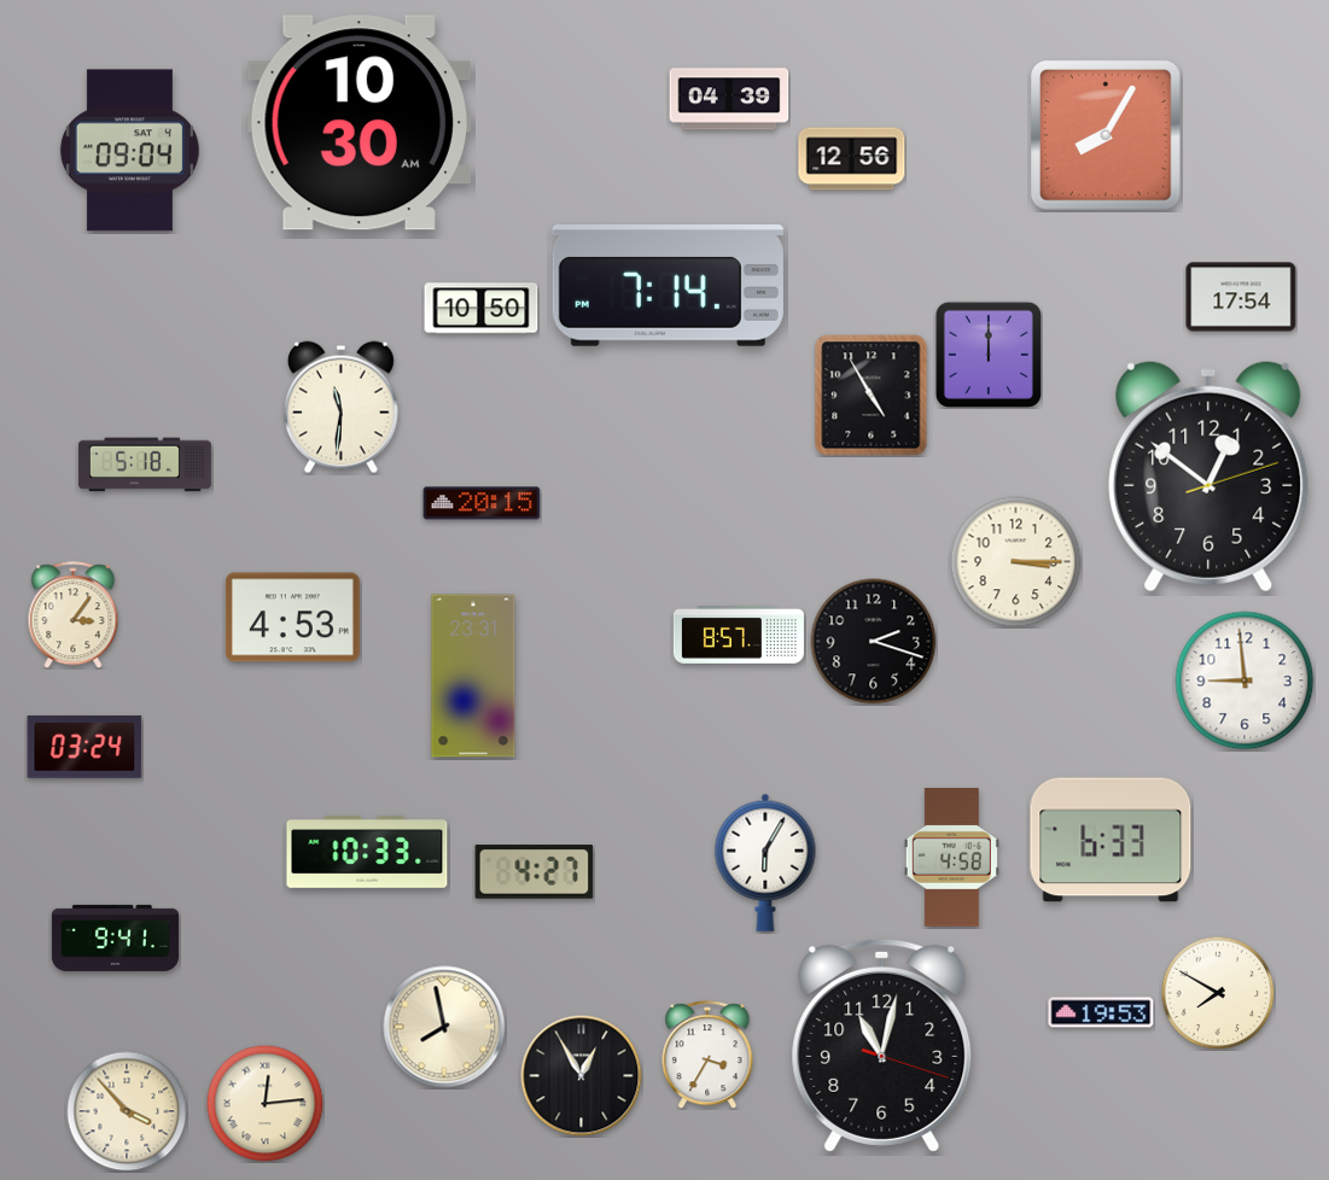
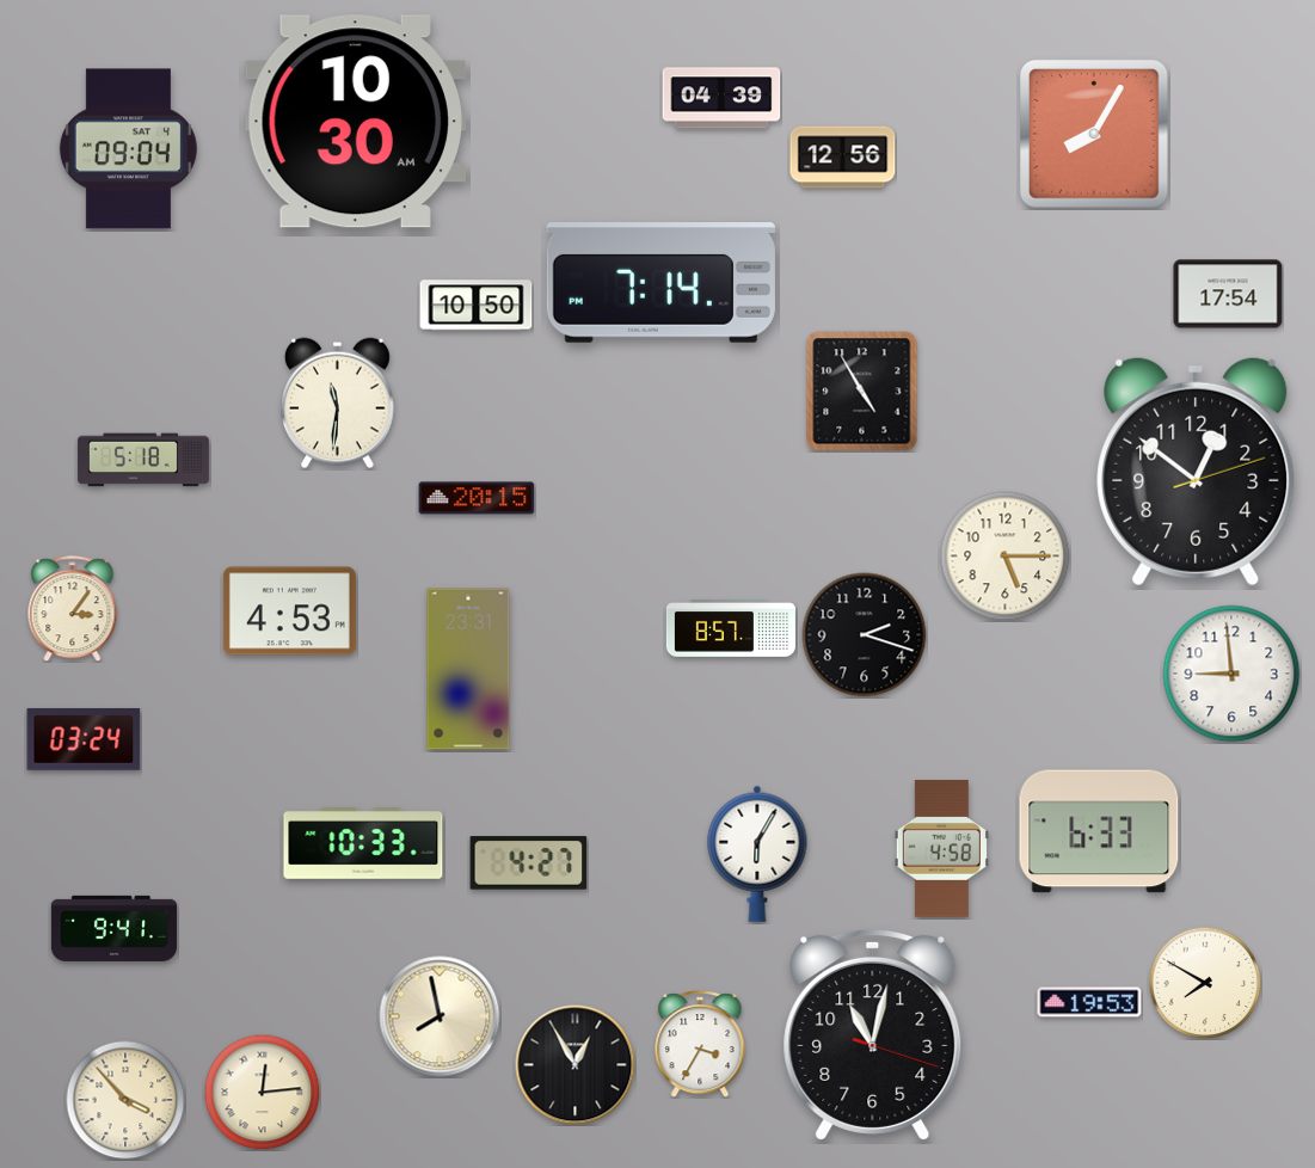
clock at (989, 355): 12:00 -> none
clock at (1016, 562): 3:15 -> 5:15
